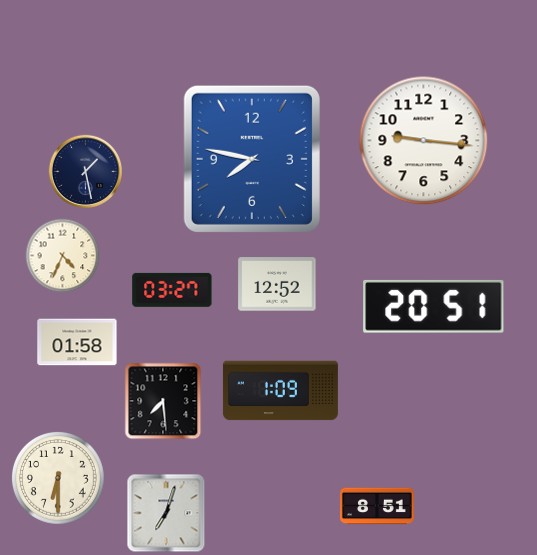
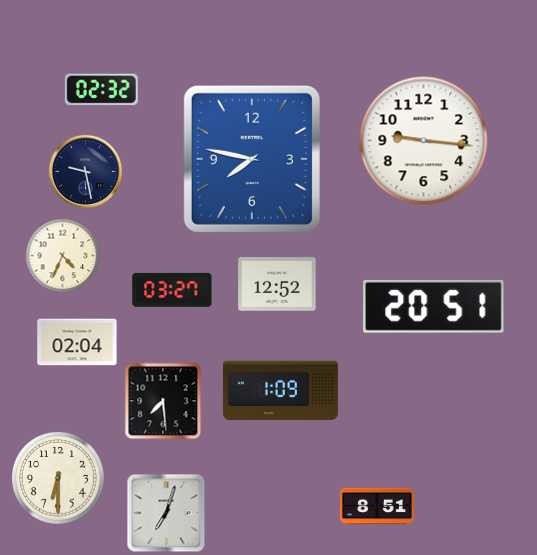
clock at (101, 90): none -> 02:32
clock at (85, 171): 1:28 -> 9:28
clock at (77, 342): 01:58 -> 02:04
